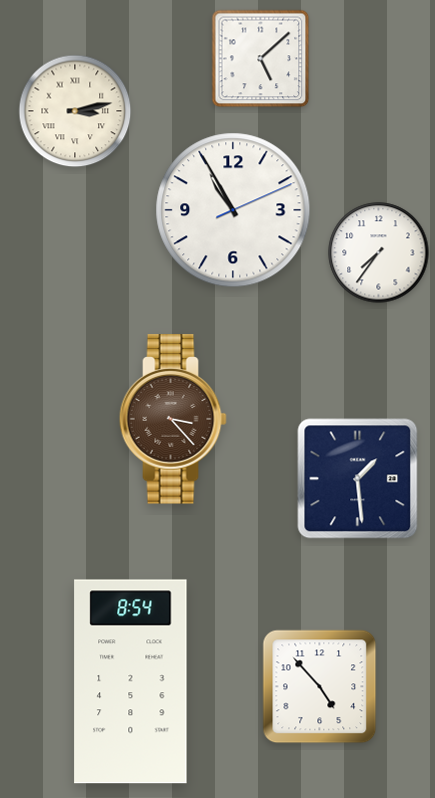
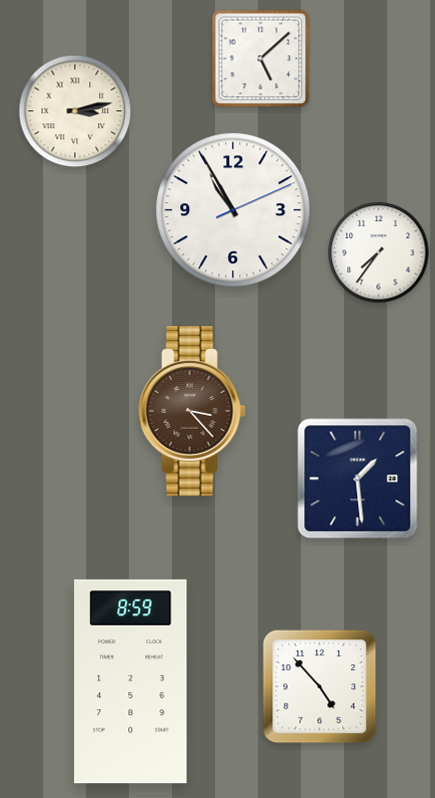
clock at (173, 419) position: (173, 419) -> (192, 411)
clock at (131, 682): 8:54 -> 8:59
